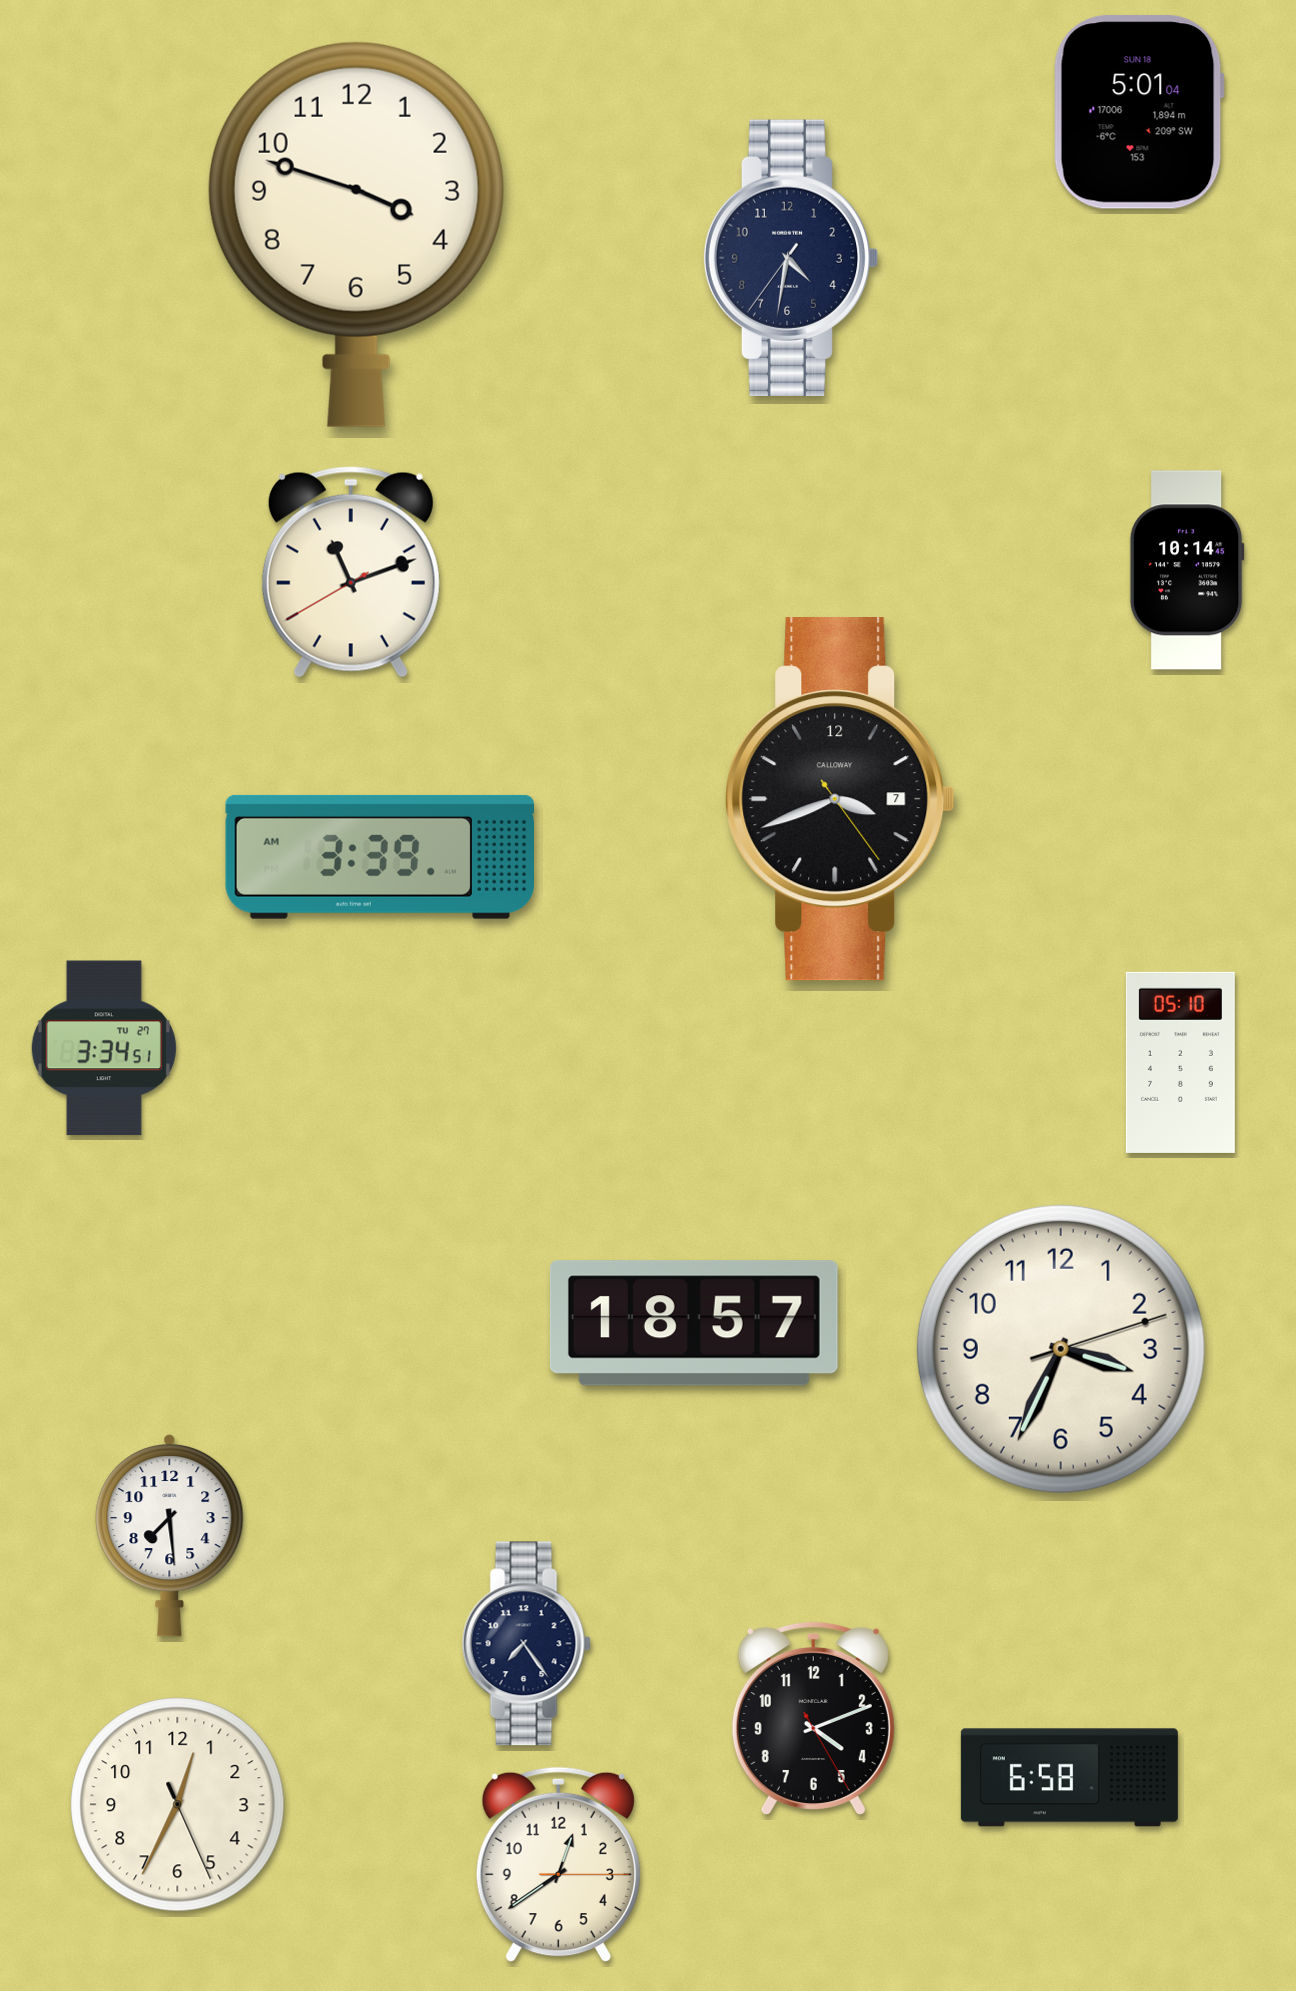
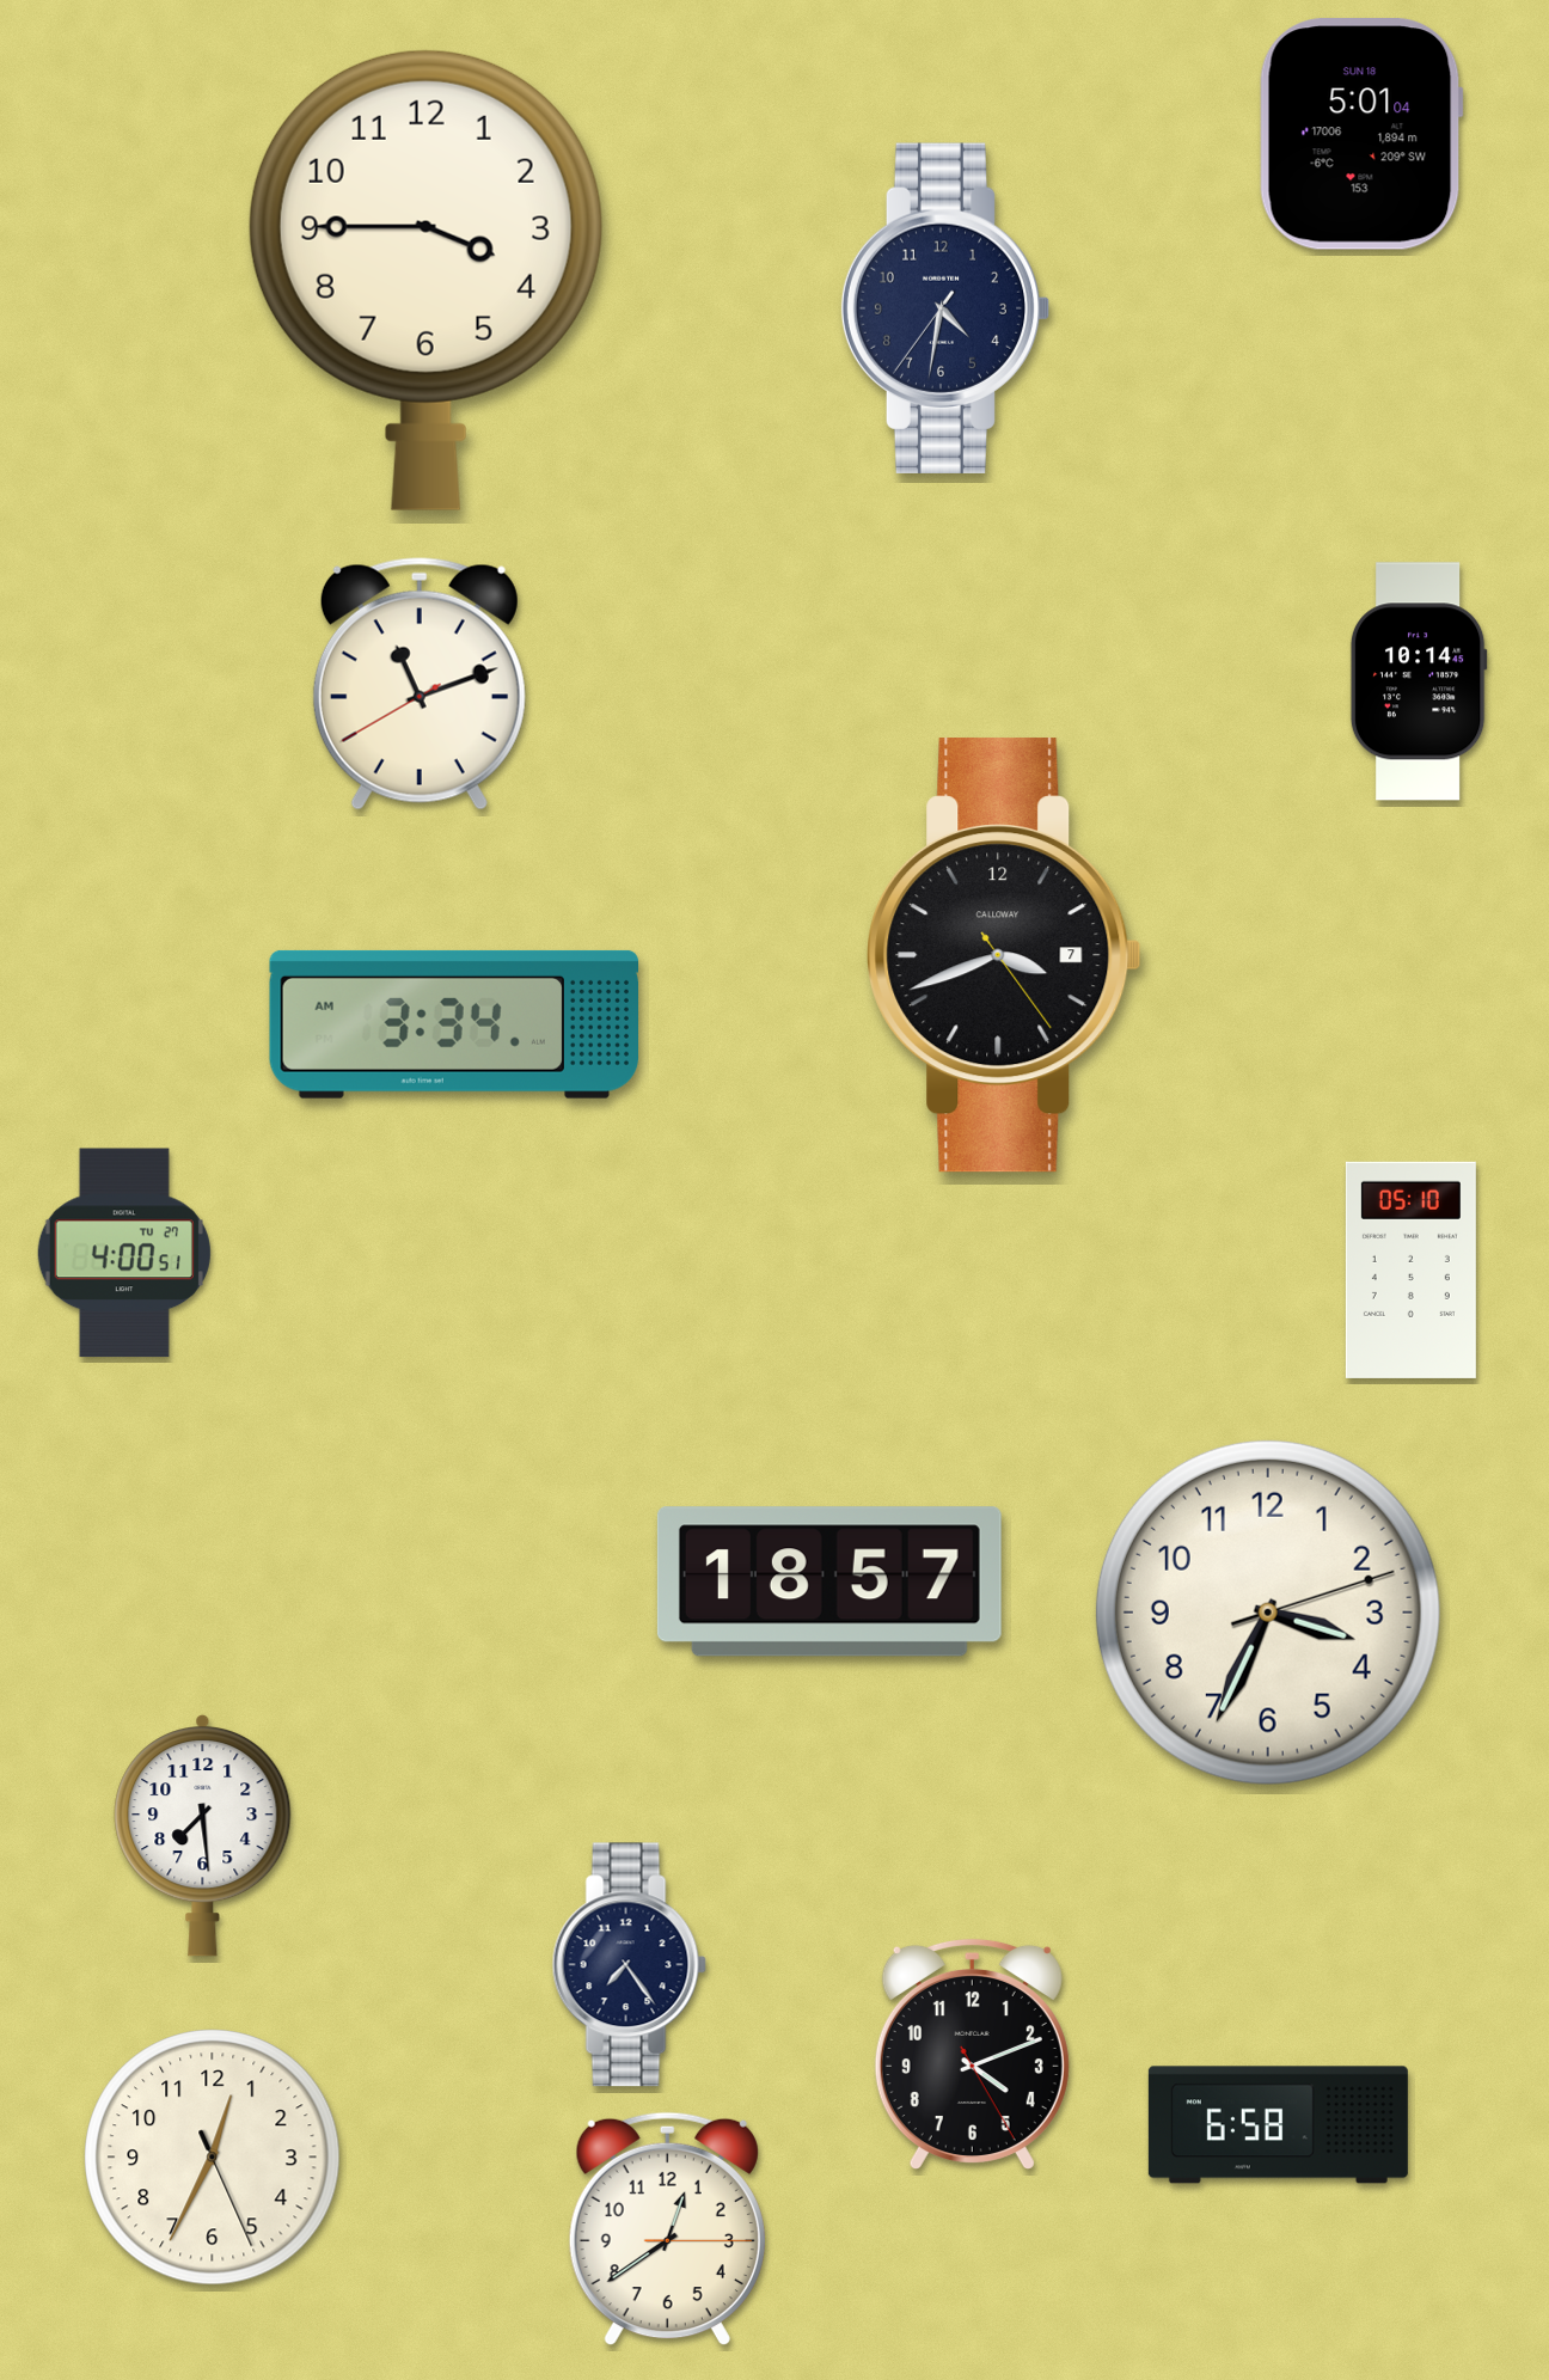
clock at (356, 234): 3:48 -> 3:45
clock at (379, 857): 3:39 -> 3:34
clock at (104, 1048): 3:34 -> 4:00
